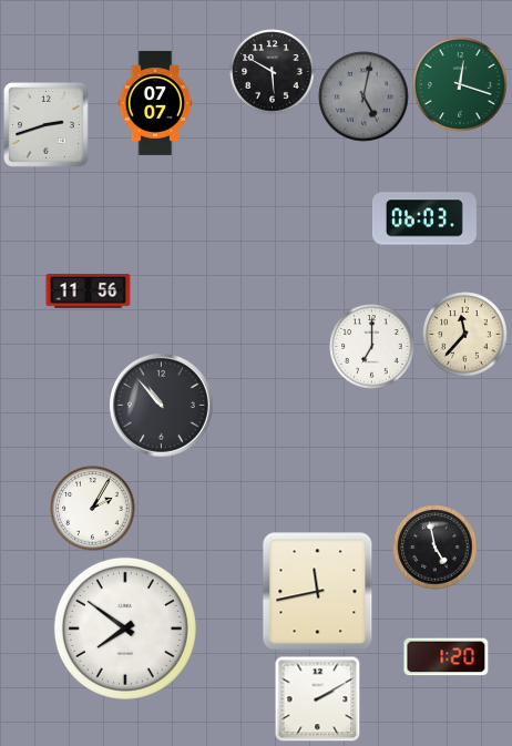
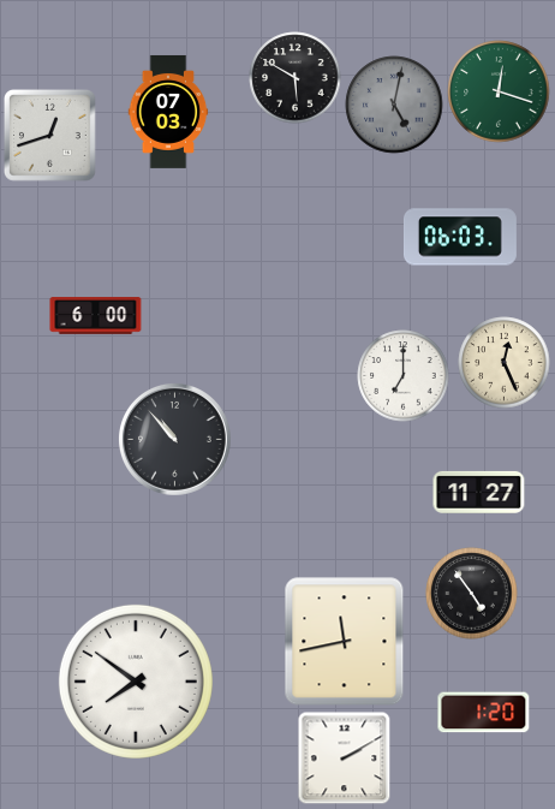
clock at (155, 103): 07:07 -> 07:03
clock at (47, 125): 2:42 -> 12:42
clock at (89, 292): 11:56 -> 6:00
clock at (465, 335): 11:37 -> 12:26
clock at (479, 492): none -> 11:27
clock at (93, 509): 2:05 -> none
clock at (436, 548): 4:58 -> 4:54
